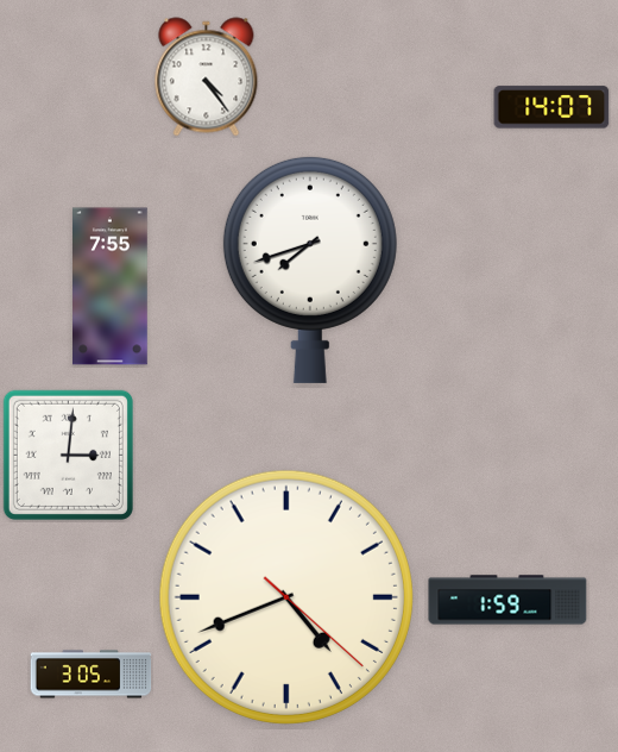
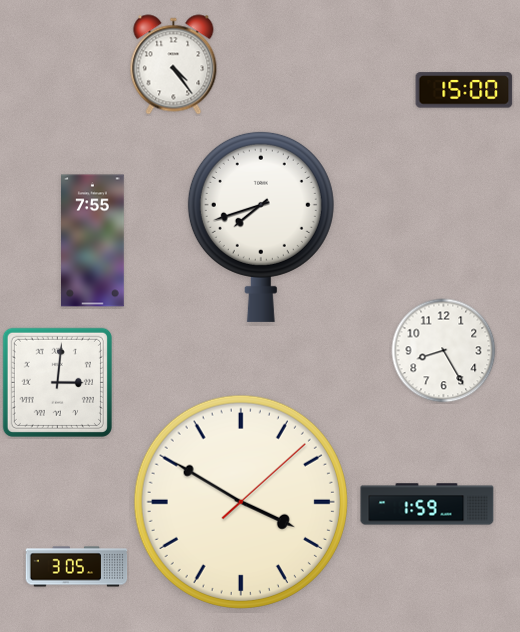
clock at (551, 107): 14:07 -> 15:00
clock at (444, 351): none -> 8:25
clock at (286, 597): 4:41 -> 3:50
